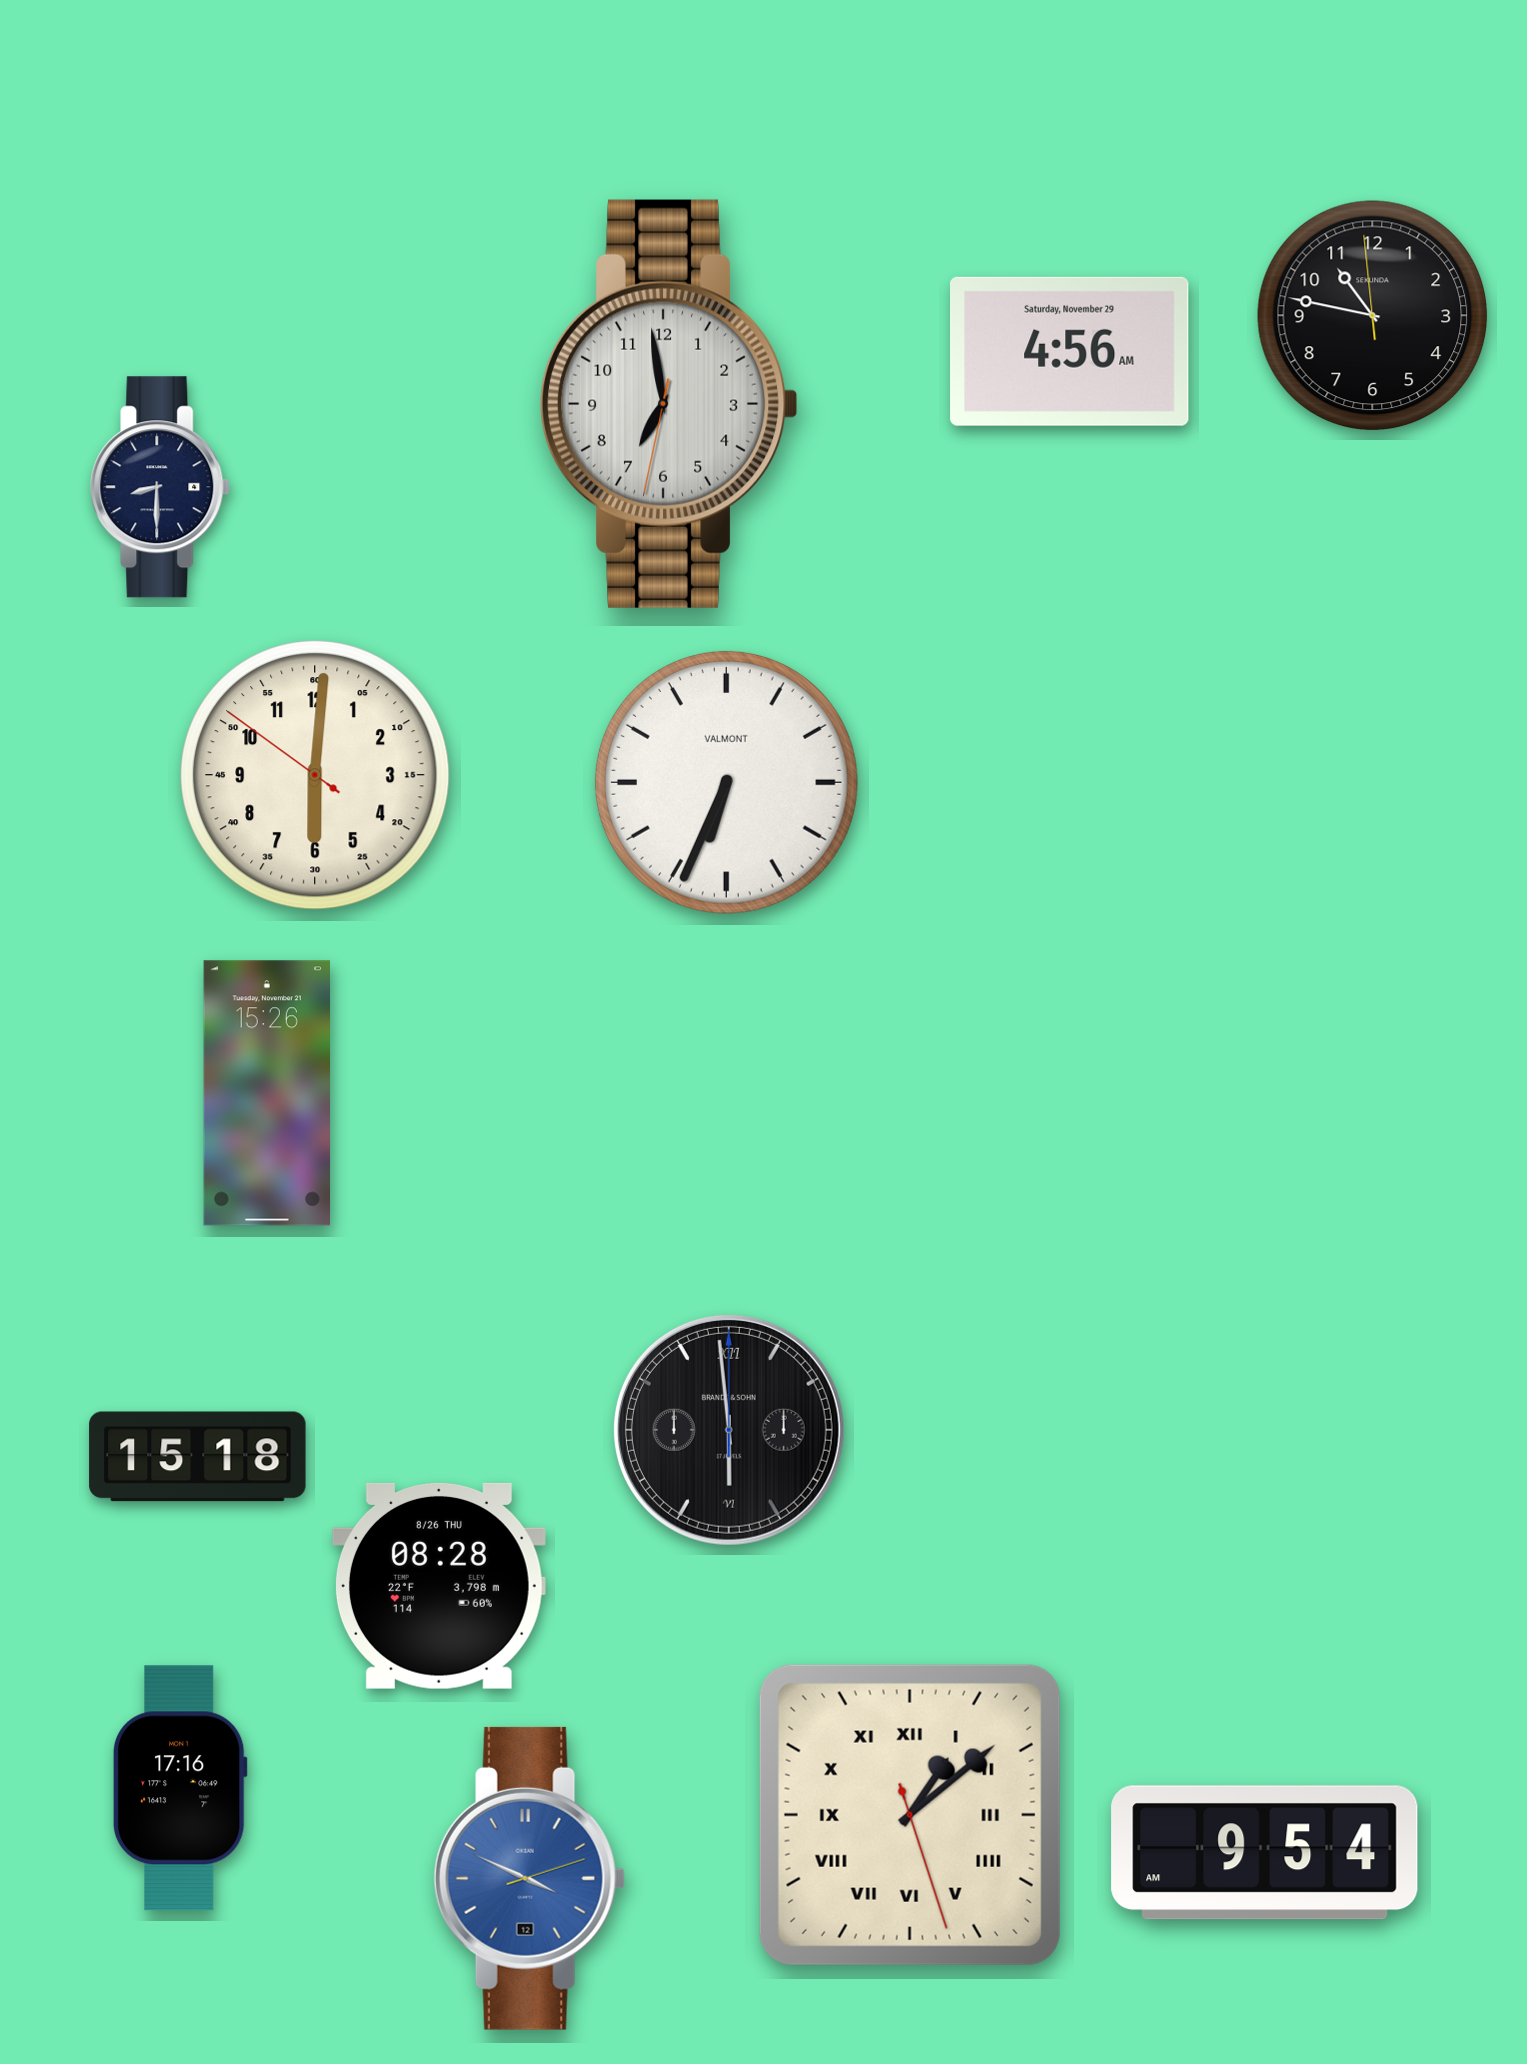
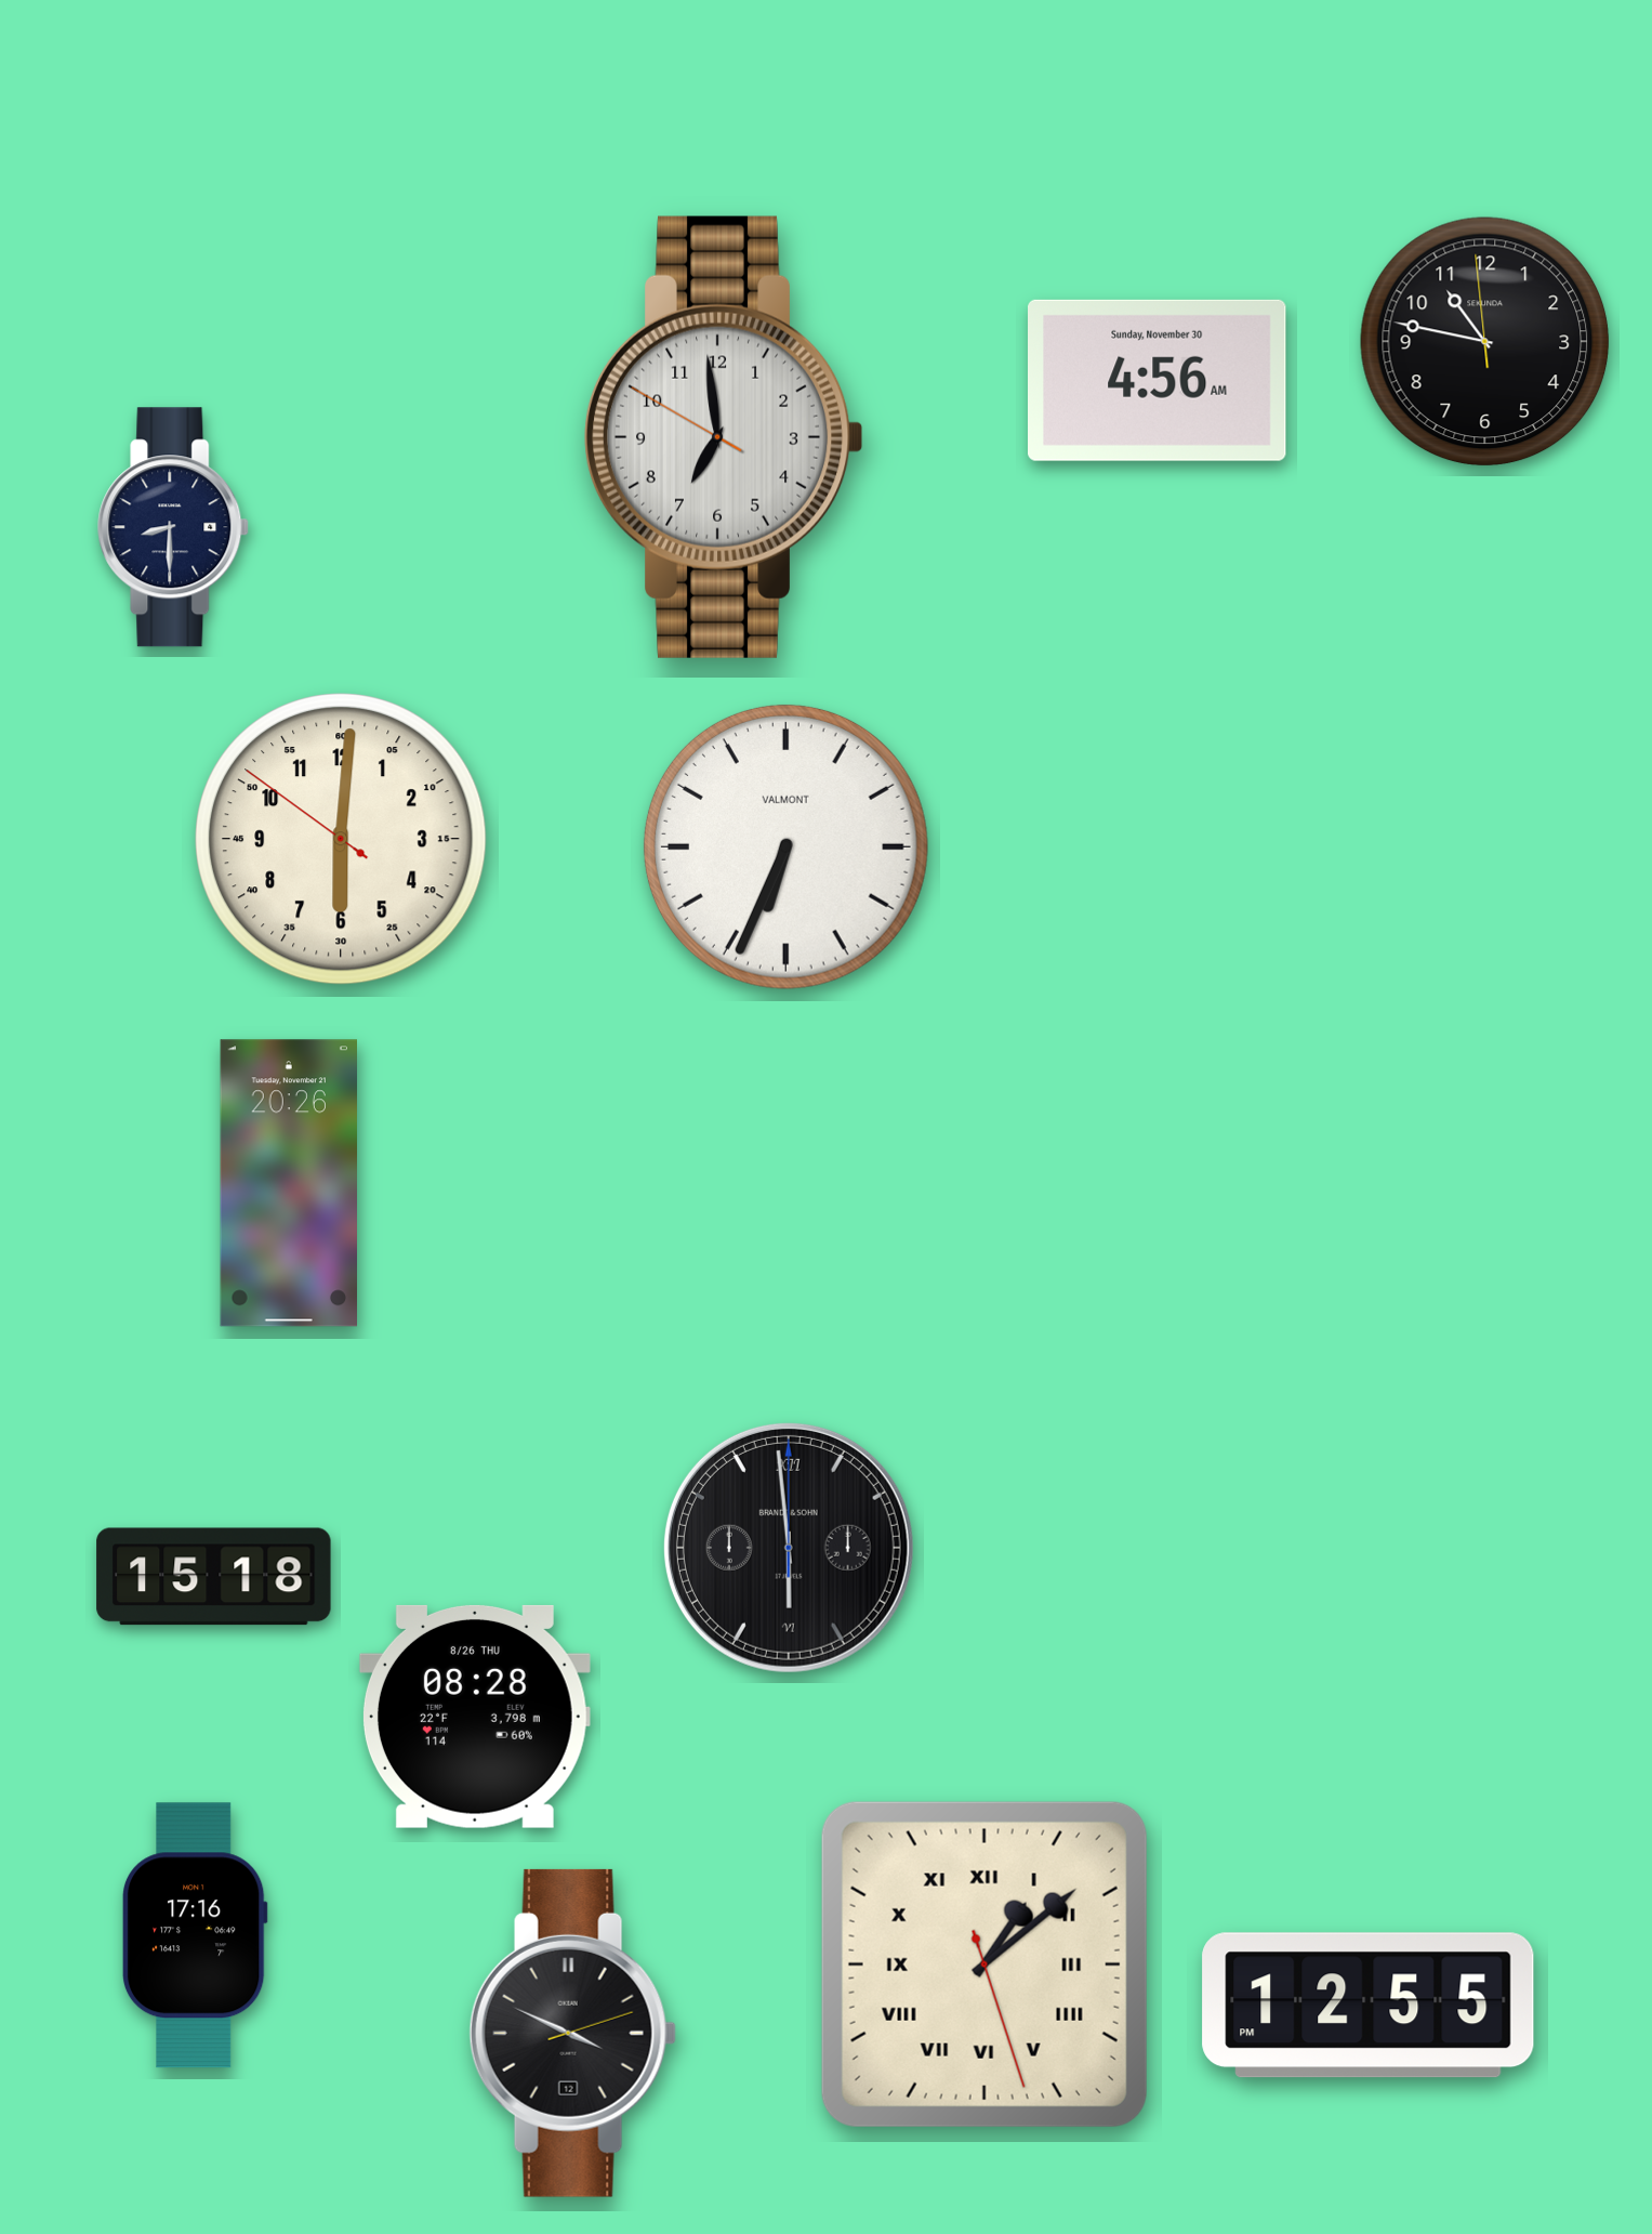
clock at (1070, 351) date: Saturday, November 29 -> Sunday, November 30
clock at (670, 404): 6:58:32 -> 6:58:50
clock at (266, 1093): 15:26 -> 20:26
clock at (1265, 1853): 9:54 -> 12:55
clock at (529, 1878) dial: blue -> black
